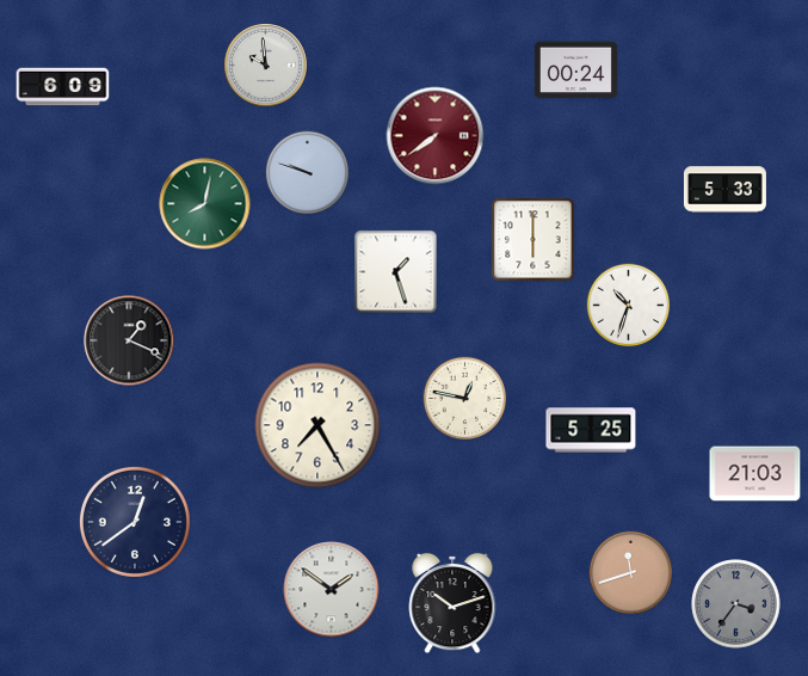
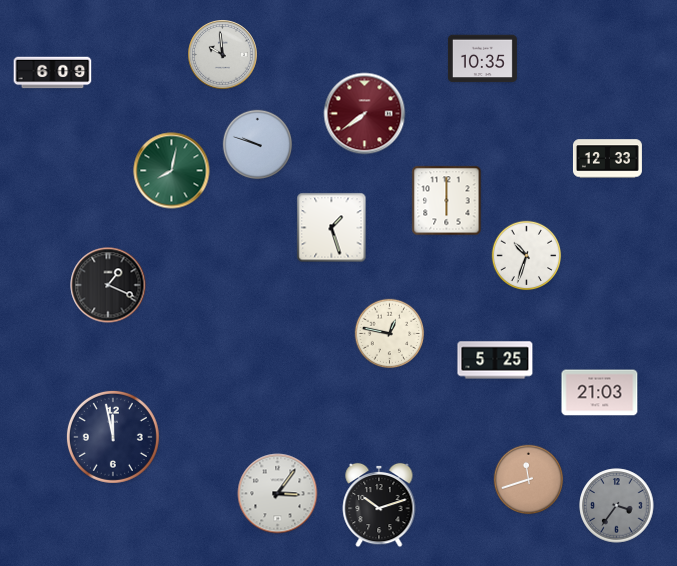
clock at (575, 70): 00:24 -> 10:35
clock at (724, 190): 5:33 -> 12:33
clock at (317, 425): 7:25 -> none
clock at (755, 474) position: (755, 474) -> (600, 393)
clock at (135, 522): 12:39 -> 11:58
clock at (332, 590): 1:51 -> 3:06
